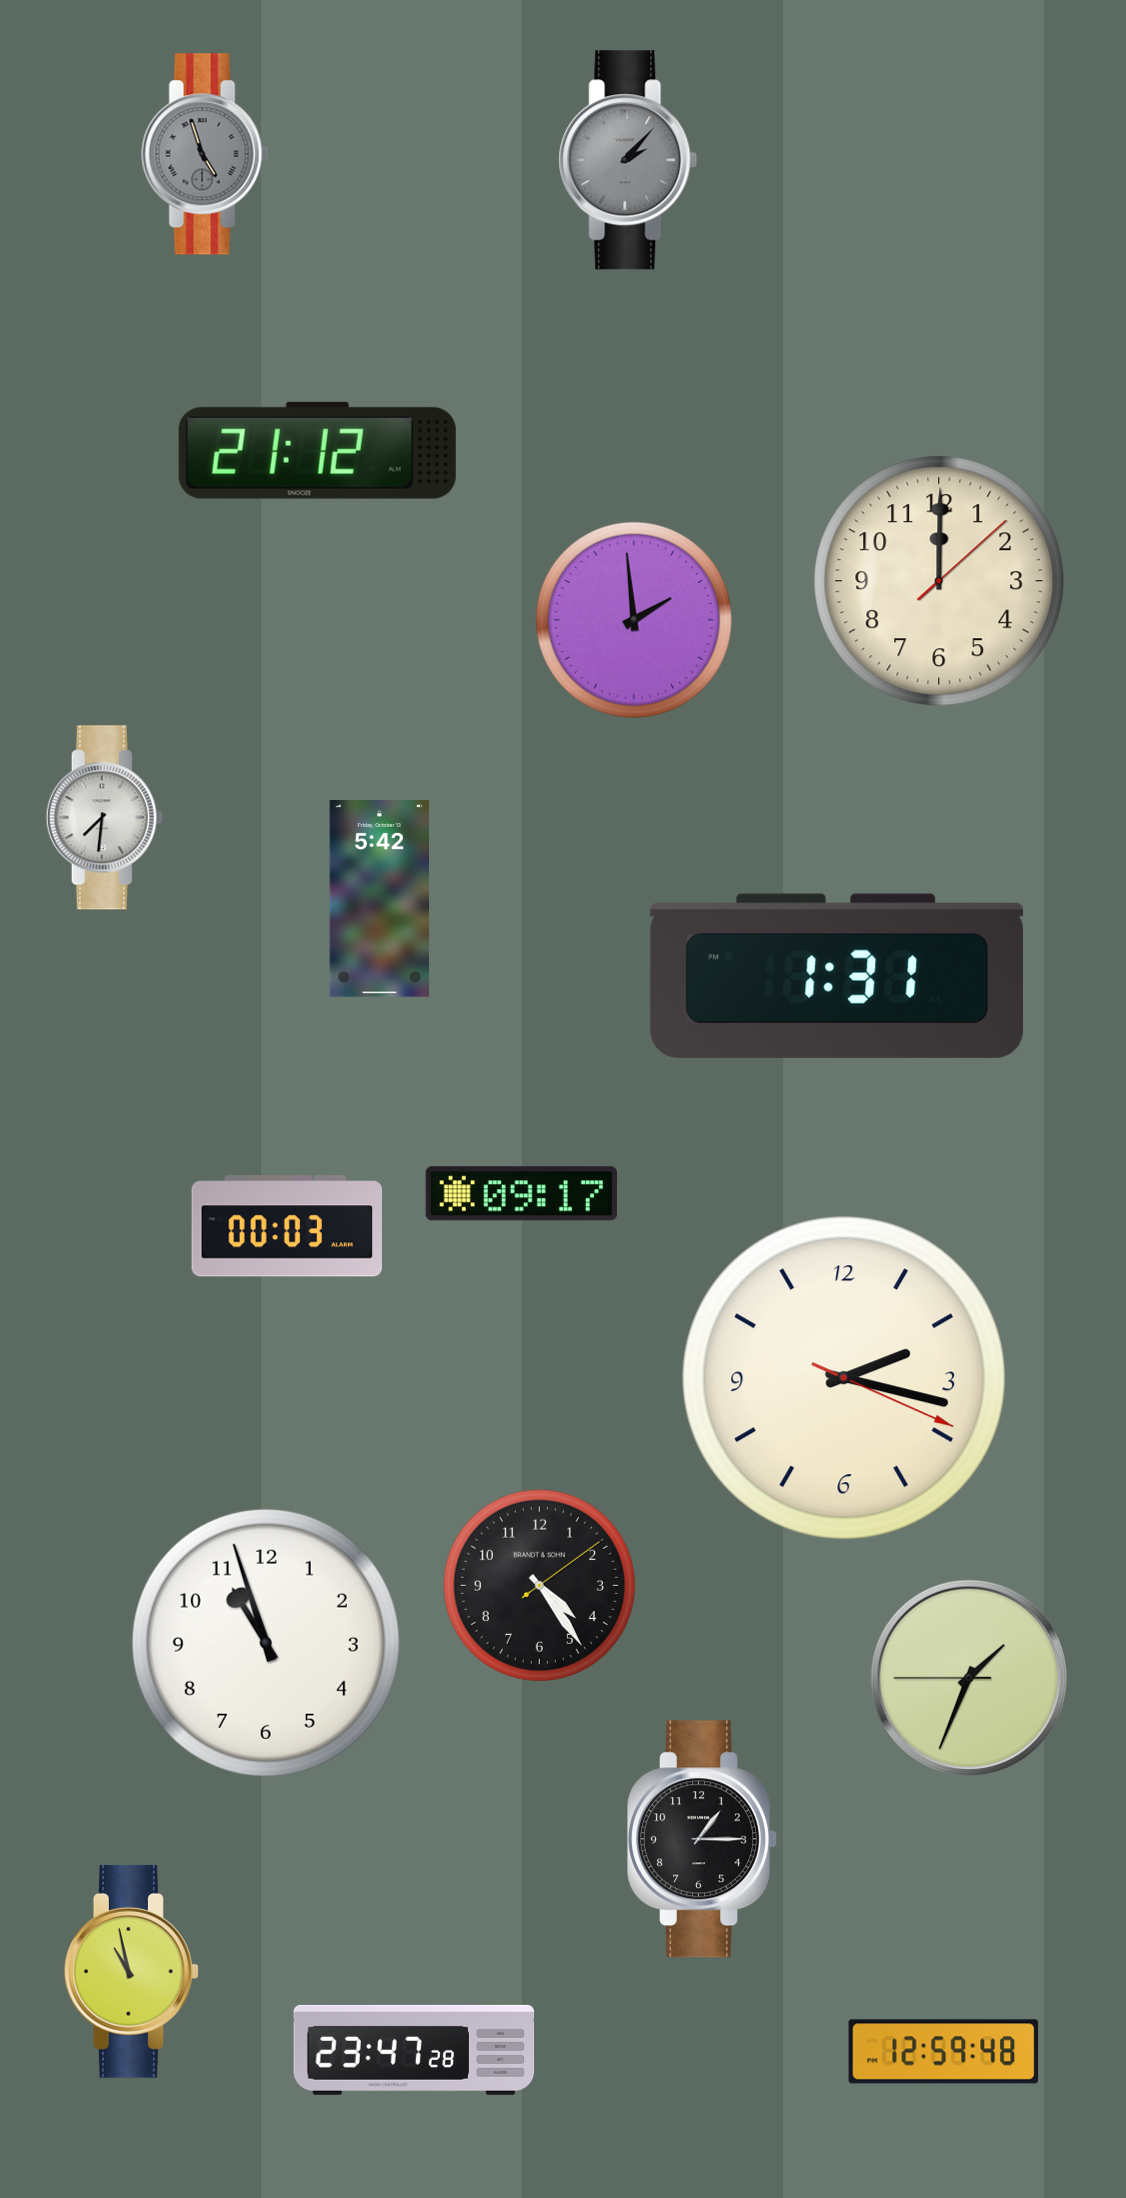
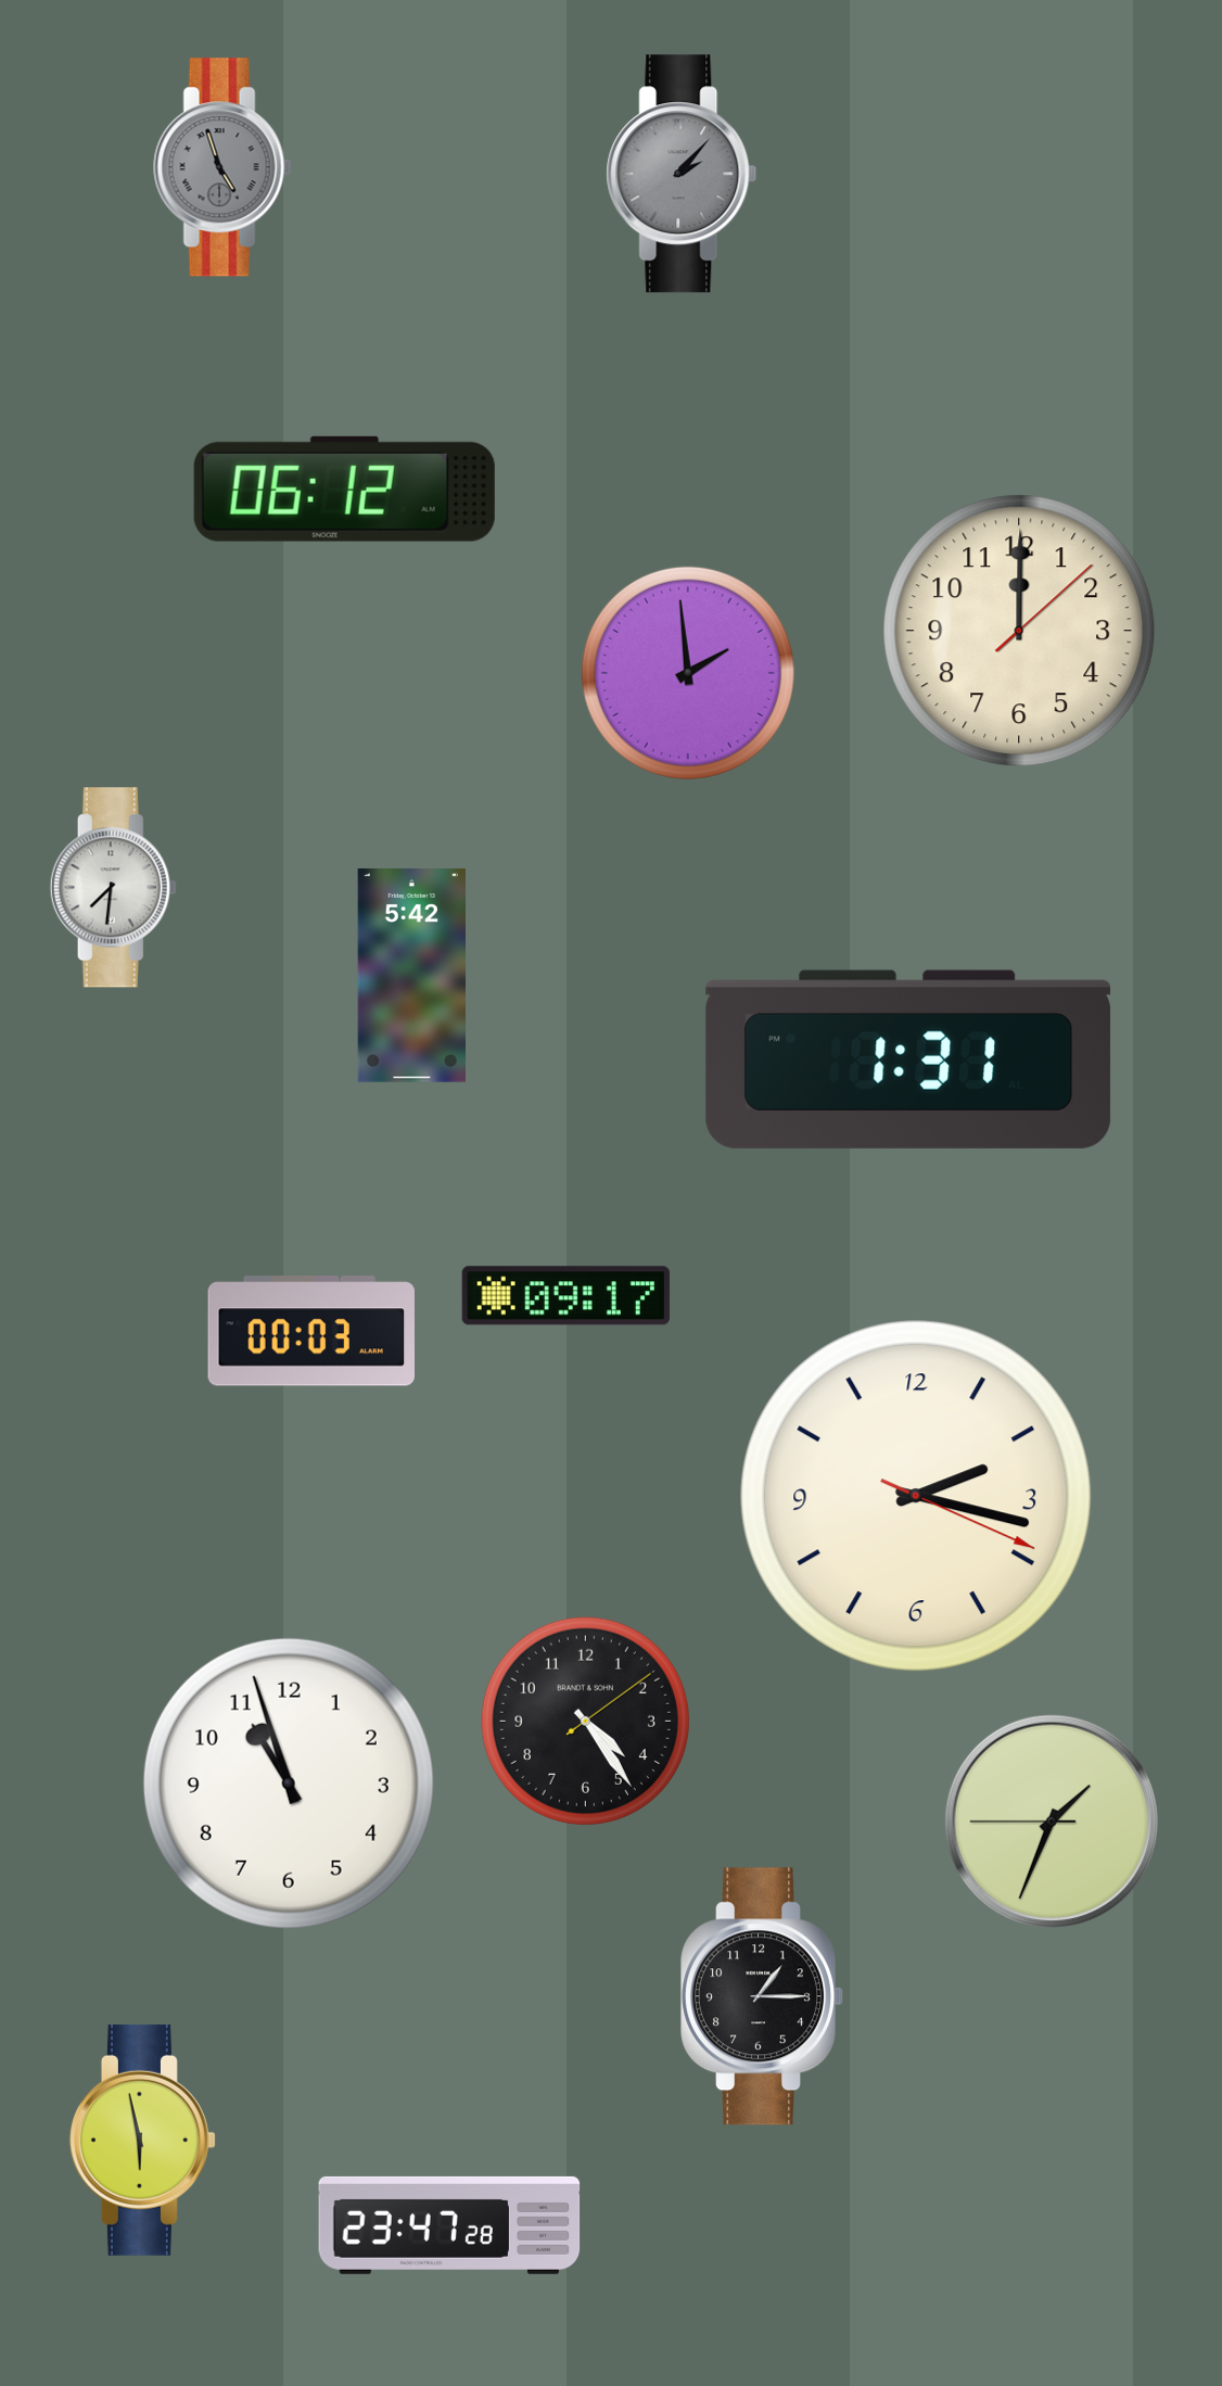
clock at (317, 450): 21:12 -> 06:12
clock at (131, 1971): 10:58 -> 5:58
clock at (944, 2052): 12:59 -> none
